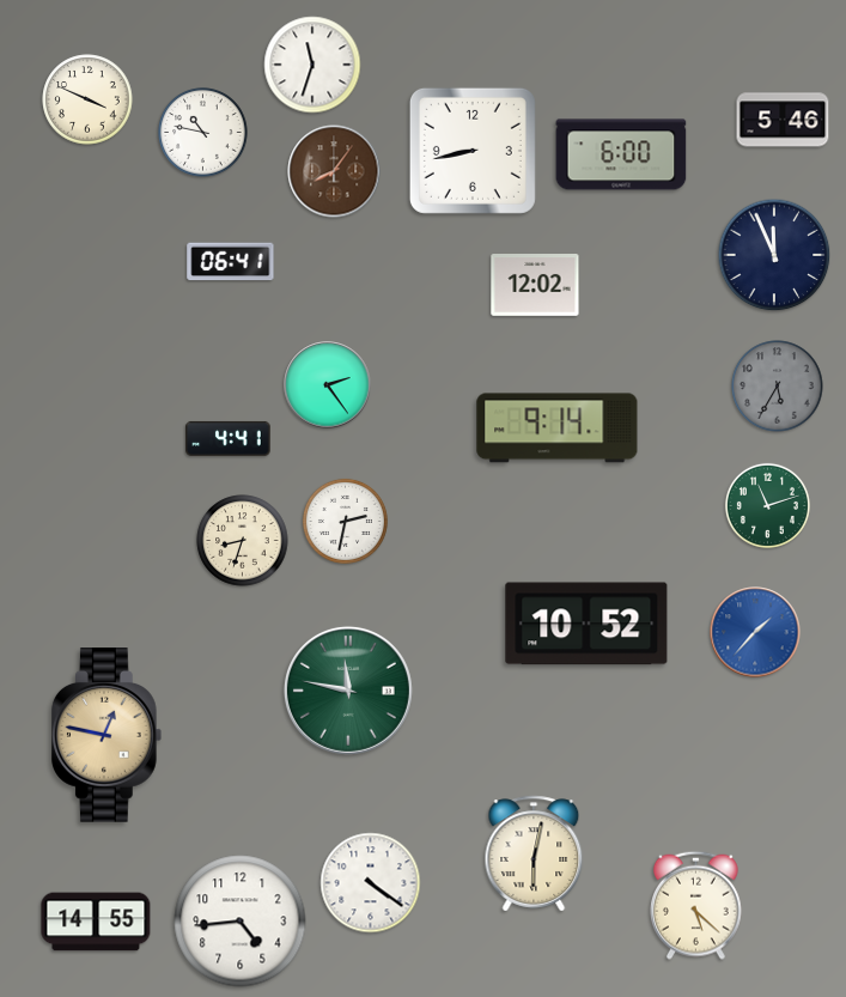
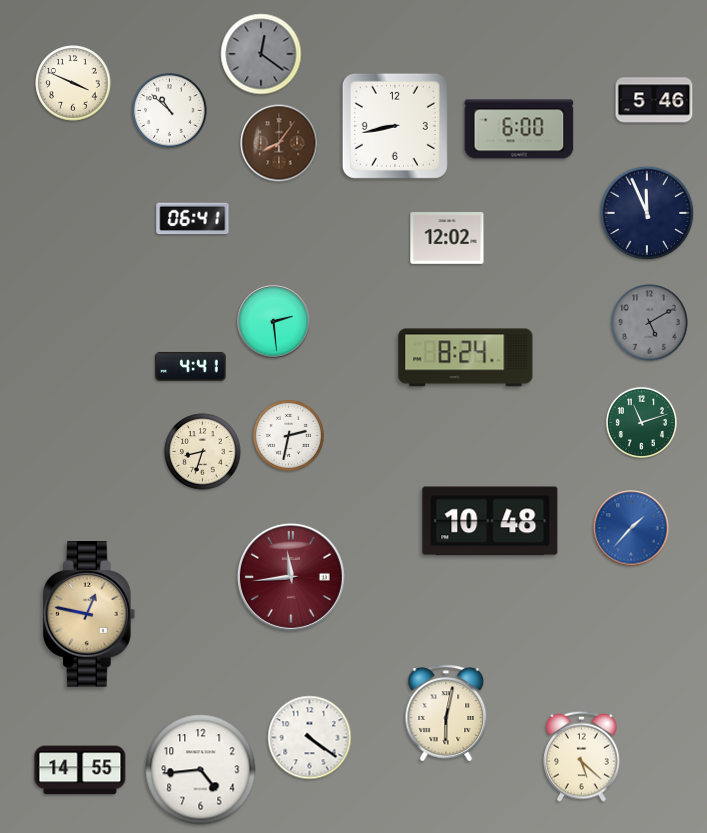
clock at (312, 65): 11:33 -> 12:21
clock at (312, 65) dial: white -> grey
clock at (203, 133): 10:47 -> 10:52
clock at (328, 385): 2:24 -> 2:29
clock at (778, 387): 5:35 -> 5:10
clock at (558, 428): 9:14 -> 8:24
clock at (586, 624): 10:52 -> 10:48
clock at (348, 691): 11:47 -> 11:44
clock at (348, 691) dial: green -> burgundy
